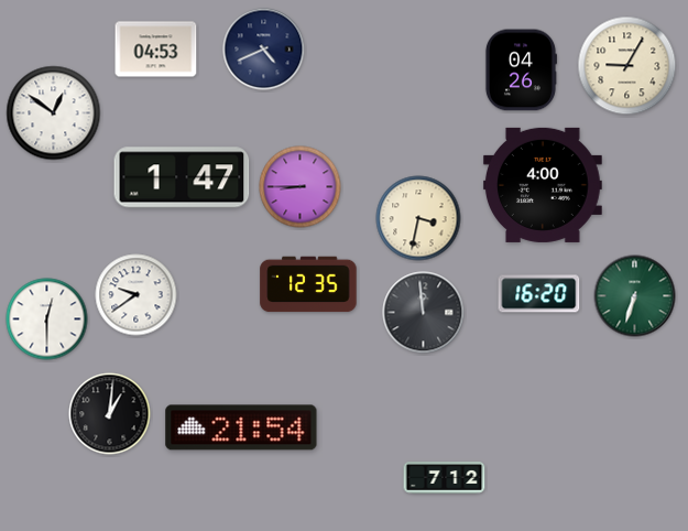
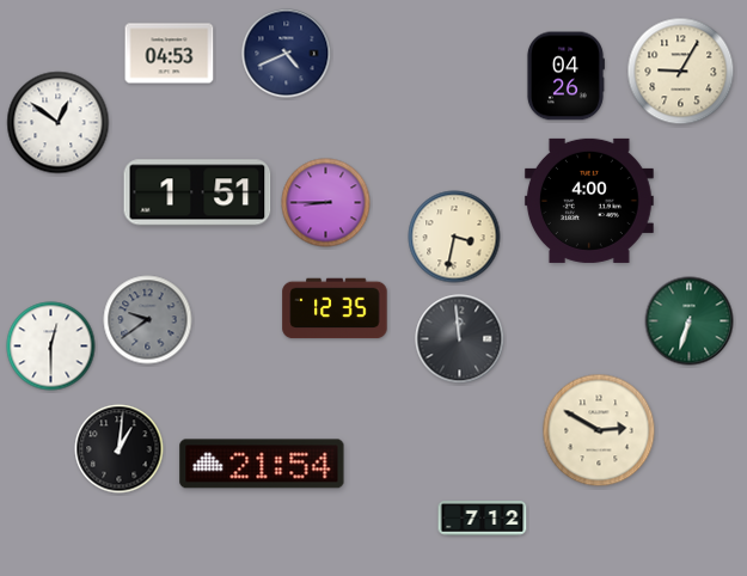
clock at (182, 177): 1:47 -> 1:51
clock at (539, 294): 16:20 -> none
clock at (136, 295) dial: white -> grey
clock at (599, 430): none -> 2:50
